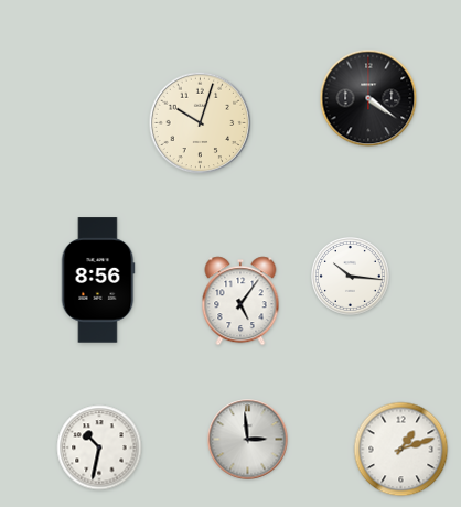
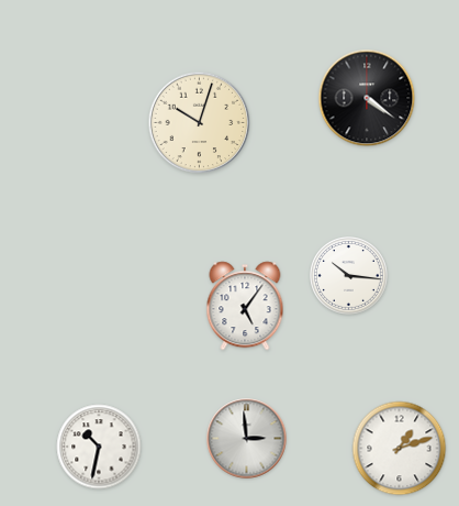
clock at (98, 280): 8:56 -> none
clock at (240, 301) position: (240, 301) -> (245, 306)
